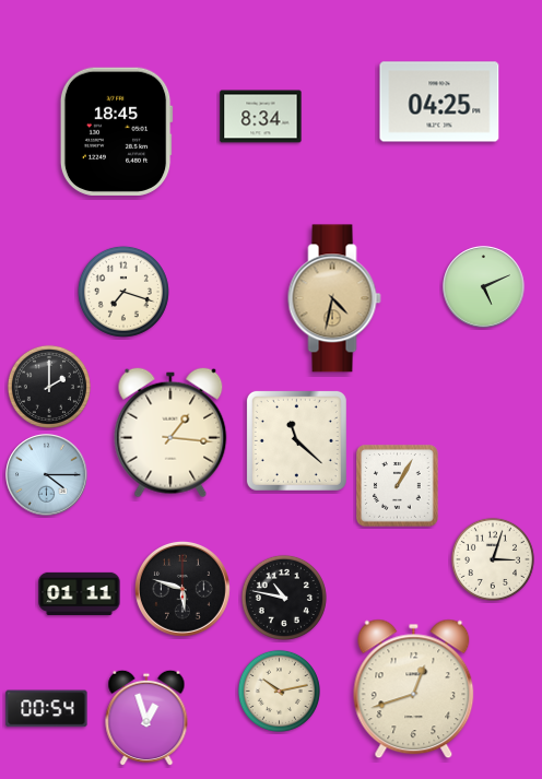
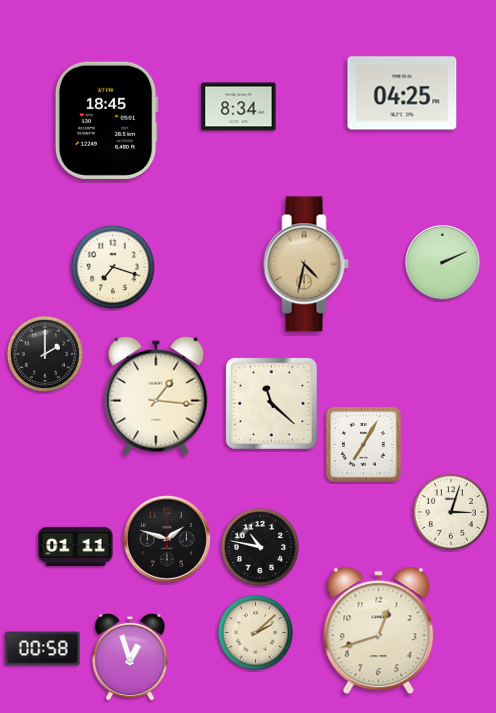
clock at (484, 287): 5:11 -> 2:11
clock at (334, 298) position: (334, 298) -> (306, 264)
clock at (47, 475): 4:15 -> none
clock at (398, 486): 1:05 -> 7:05
clock at (182, 589): 5:48 -> 1:48
clock at (80, 593) position: (80, 593) -> (76, 546)
clock at (279, 691): 10:13 -> 2:08
clock at (47, 709): 00:54 -> 00:58
clock at (146, 718) position: (146, 718) -> (130, 657)
